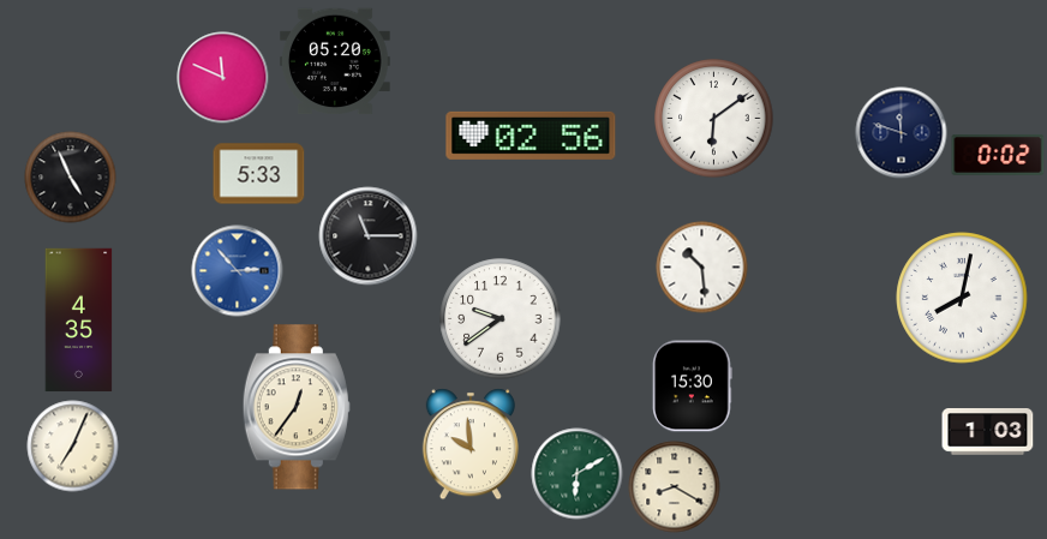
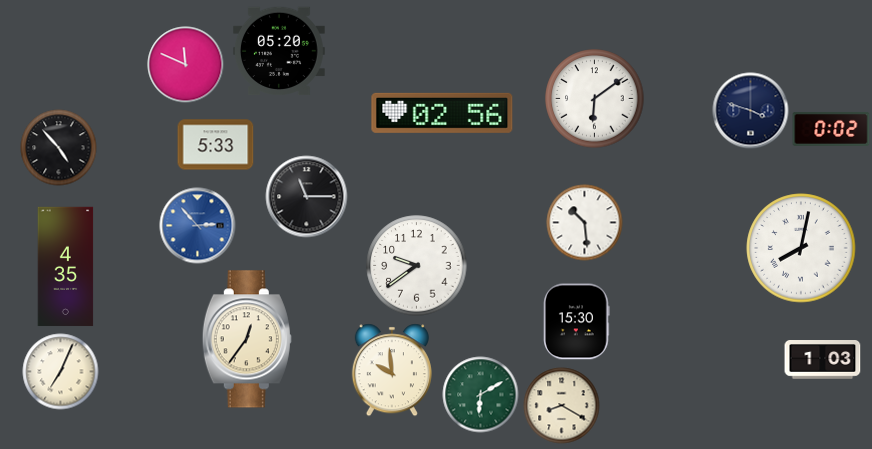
clock at (902, 133): 11:48 -> 3:48
clock at (71, 178): 4:56 -> 4:53
